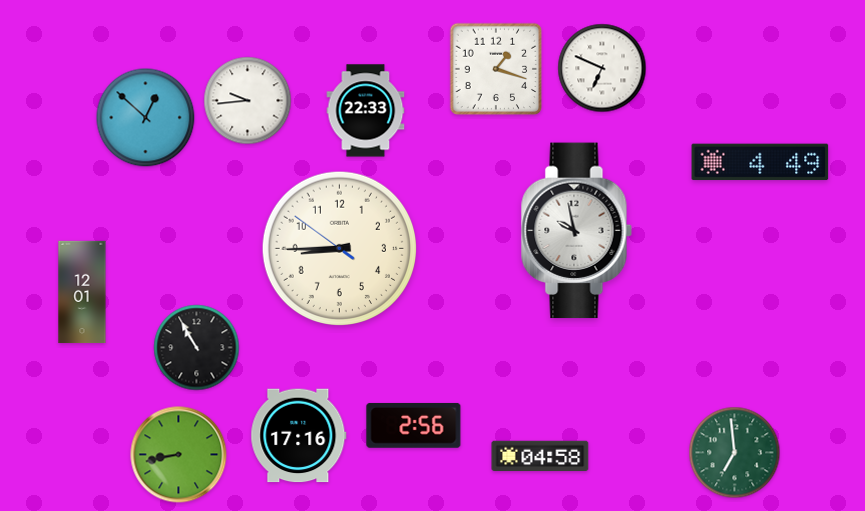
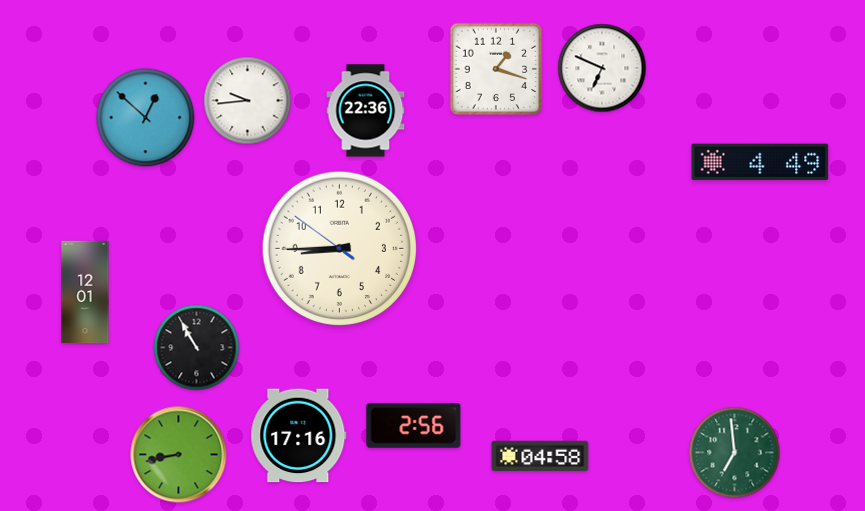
clock at (366, 111): 22:33 -> 22:36
clock at (576, 231): 9:58 -> none
clock at (82, 292) position: (82, 292) -> (85, 292)
